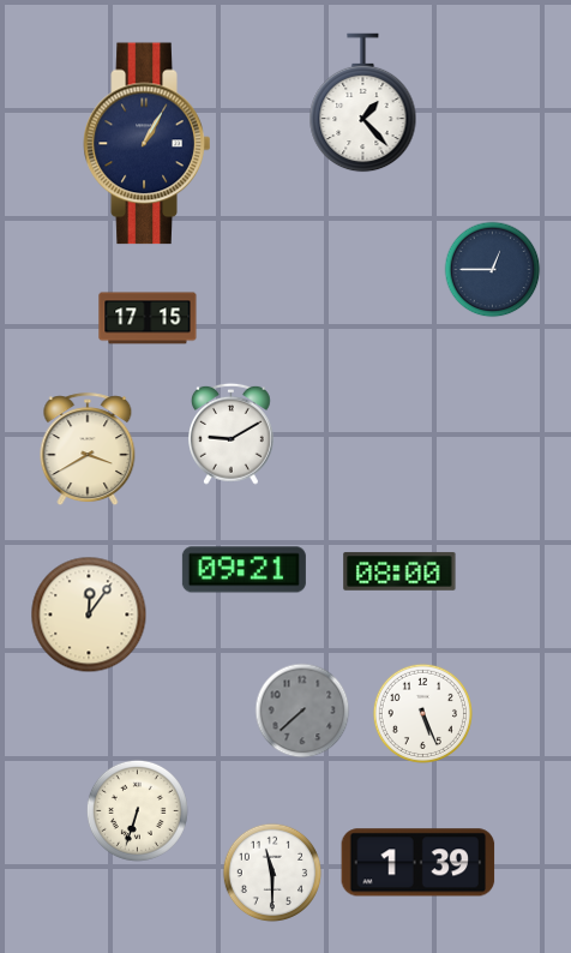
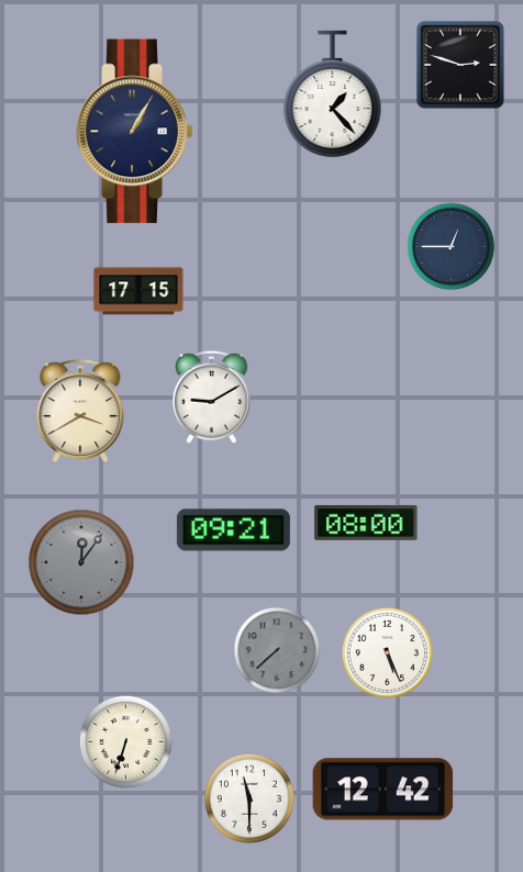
clock at (460, 65): none -> 2:48
clock at (148, 318) position: (148, 318) -> (138, 291)
clock at (244, 570) position: (244, 570) -> (233, 530)
clock at (89, 615) dial: cream -> grey
clock at (419, 863): 1:39 -> 12:42
